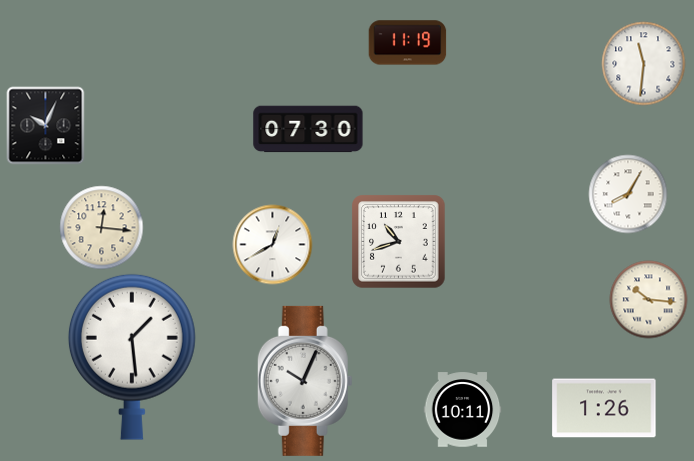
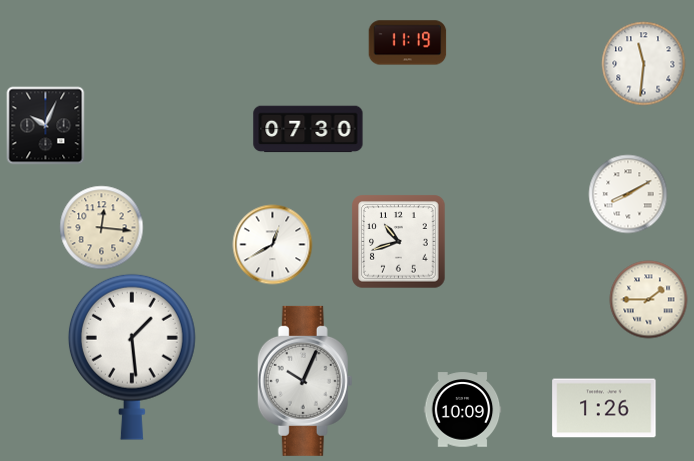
clock at (628, 194): 8:05 -> 8:10
clock at (648, 299): 10:16 -> 1:45
clock at (462, 410): 10:11 -> 10:09
